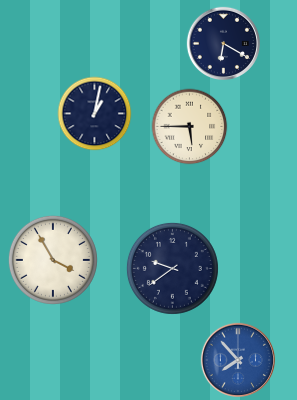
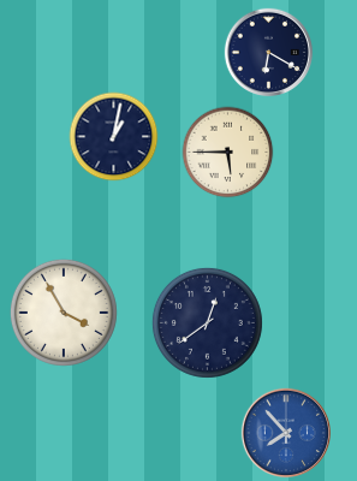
clock at (172, 268): 9:39 -> 12:39
